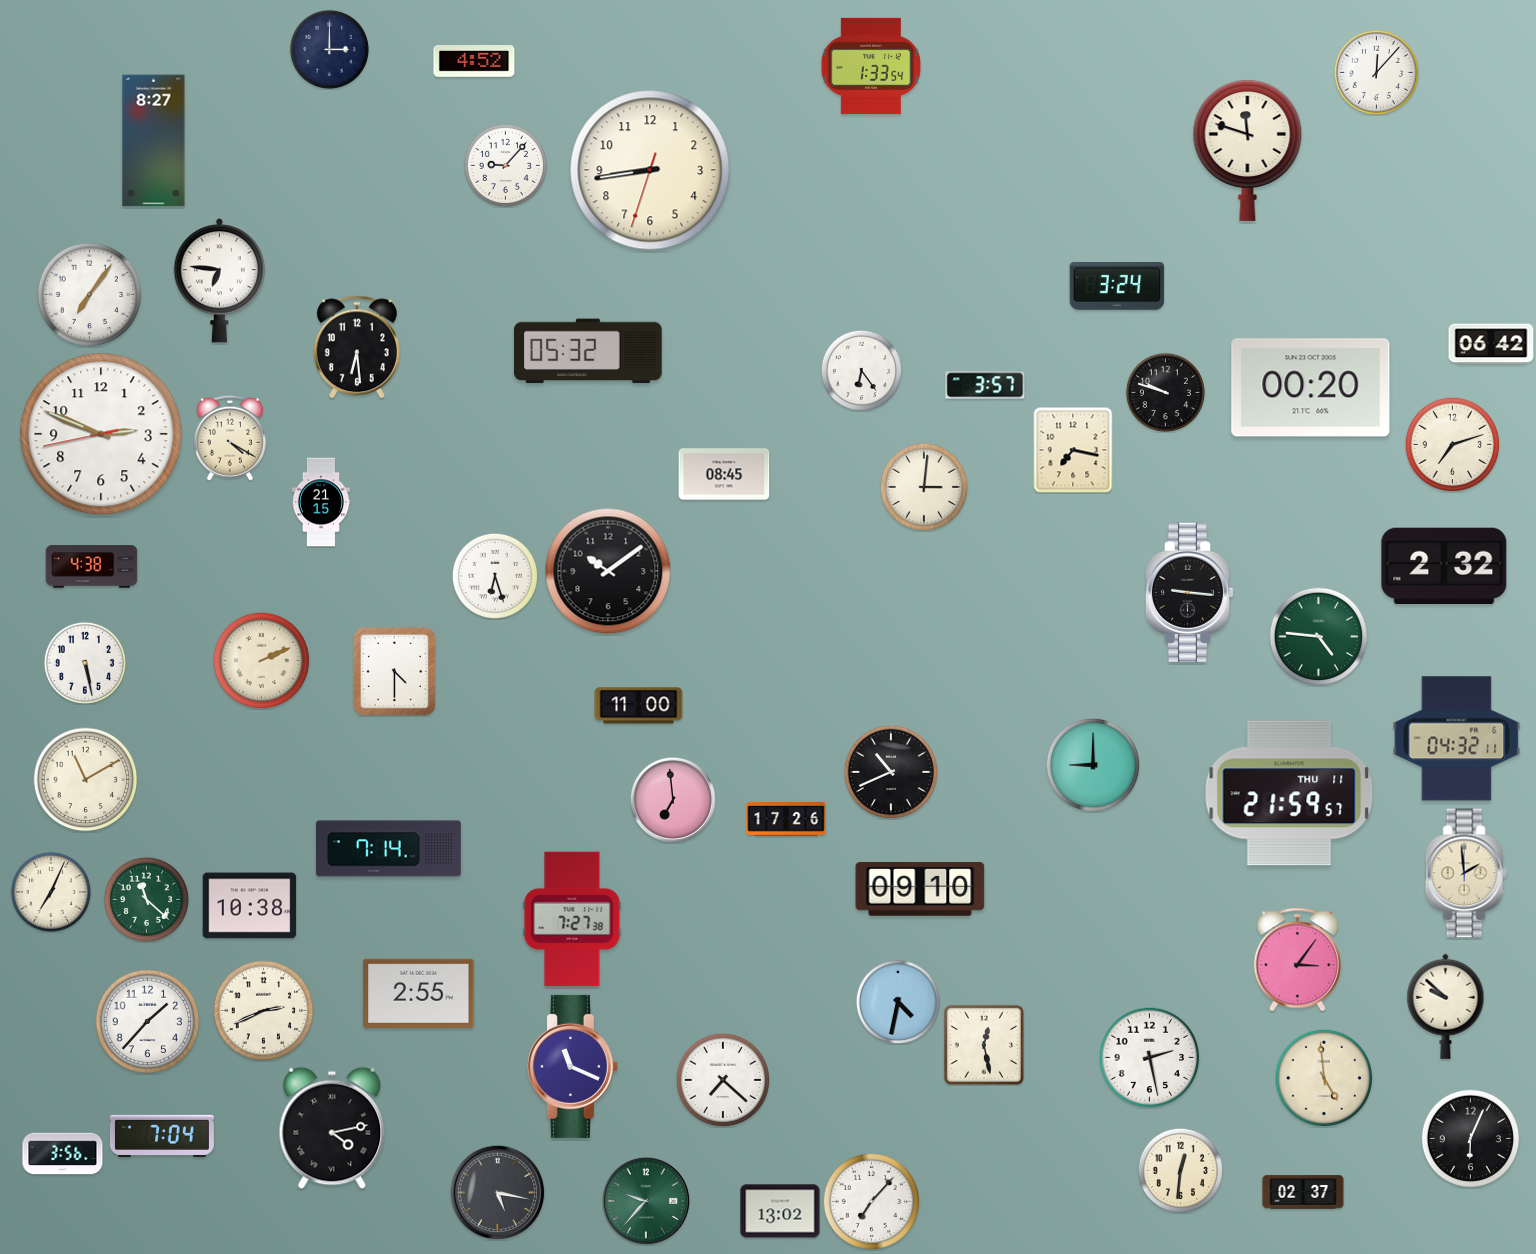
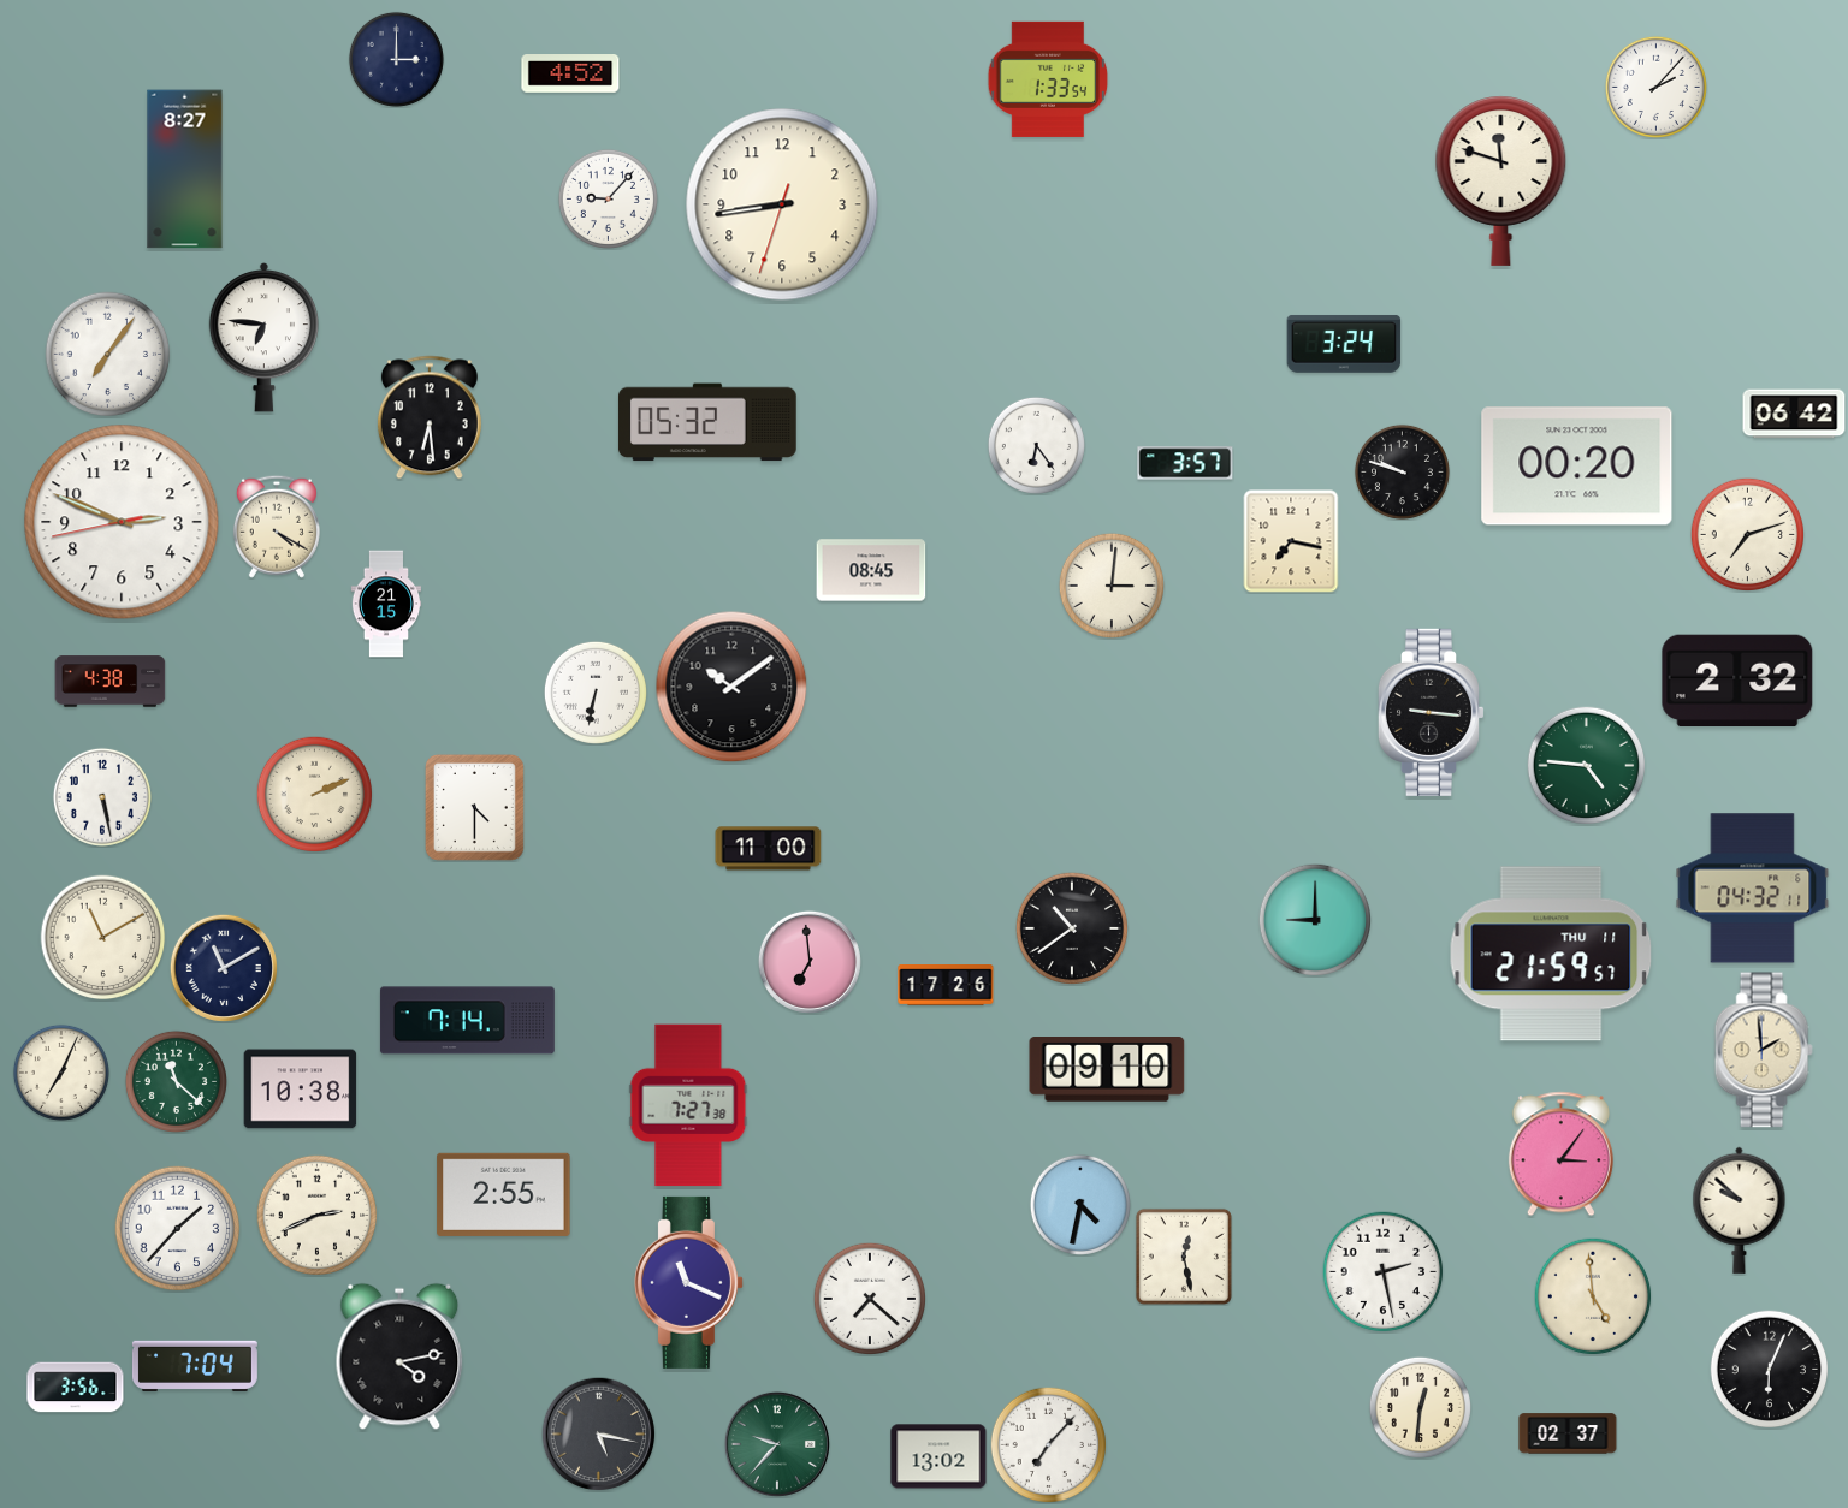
clock at (1376, 72): 12:07 -> 2:07
clock at (495, 576): 6:27 -> 6:32
clock at (890, 771): 10:41 -> 10:39
clock at (224, 968): none -> 11:10
